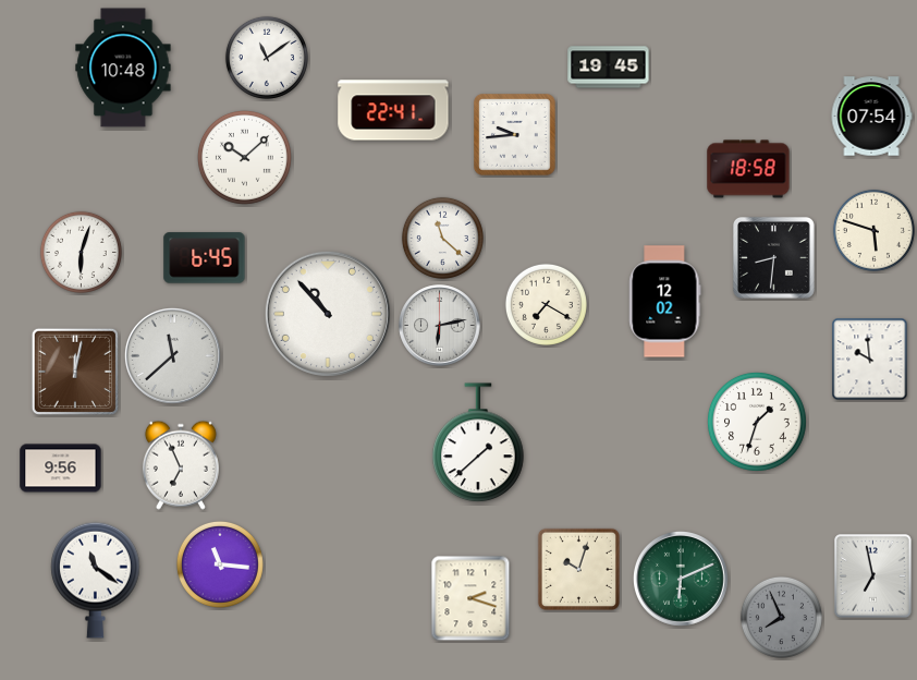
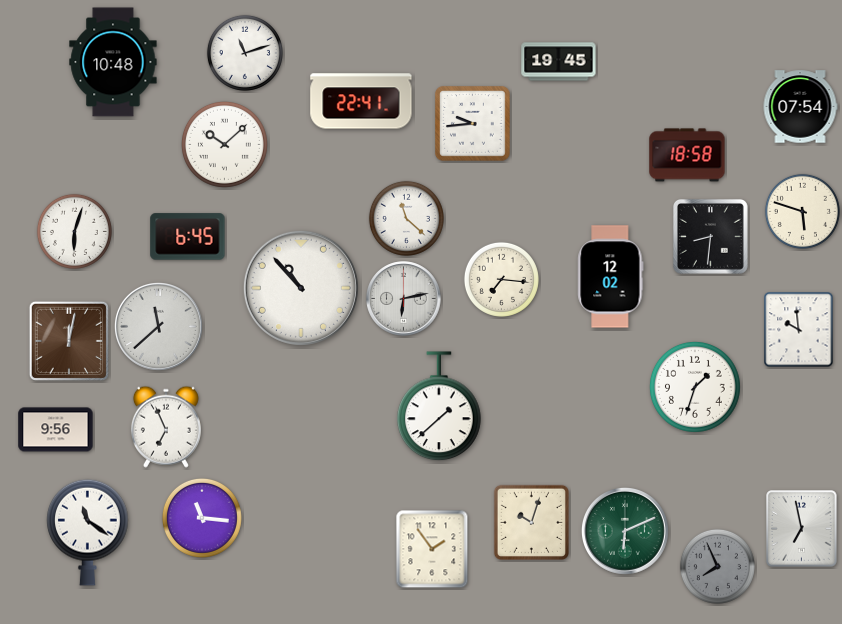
clock at (267, 58): 11:09 -> 11:12
clock at (546, 304): 7:20 -> 7:16
clock at (470, 598): 2:18 -> 1:54
